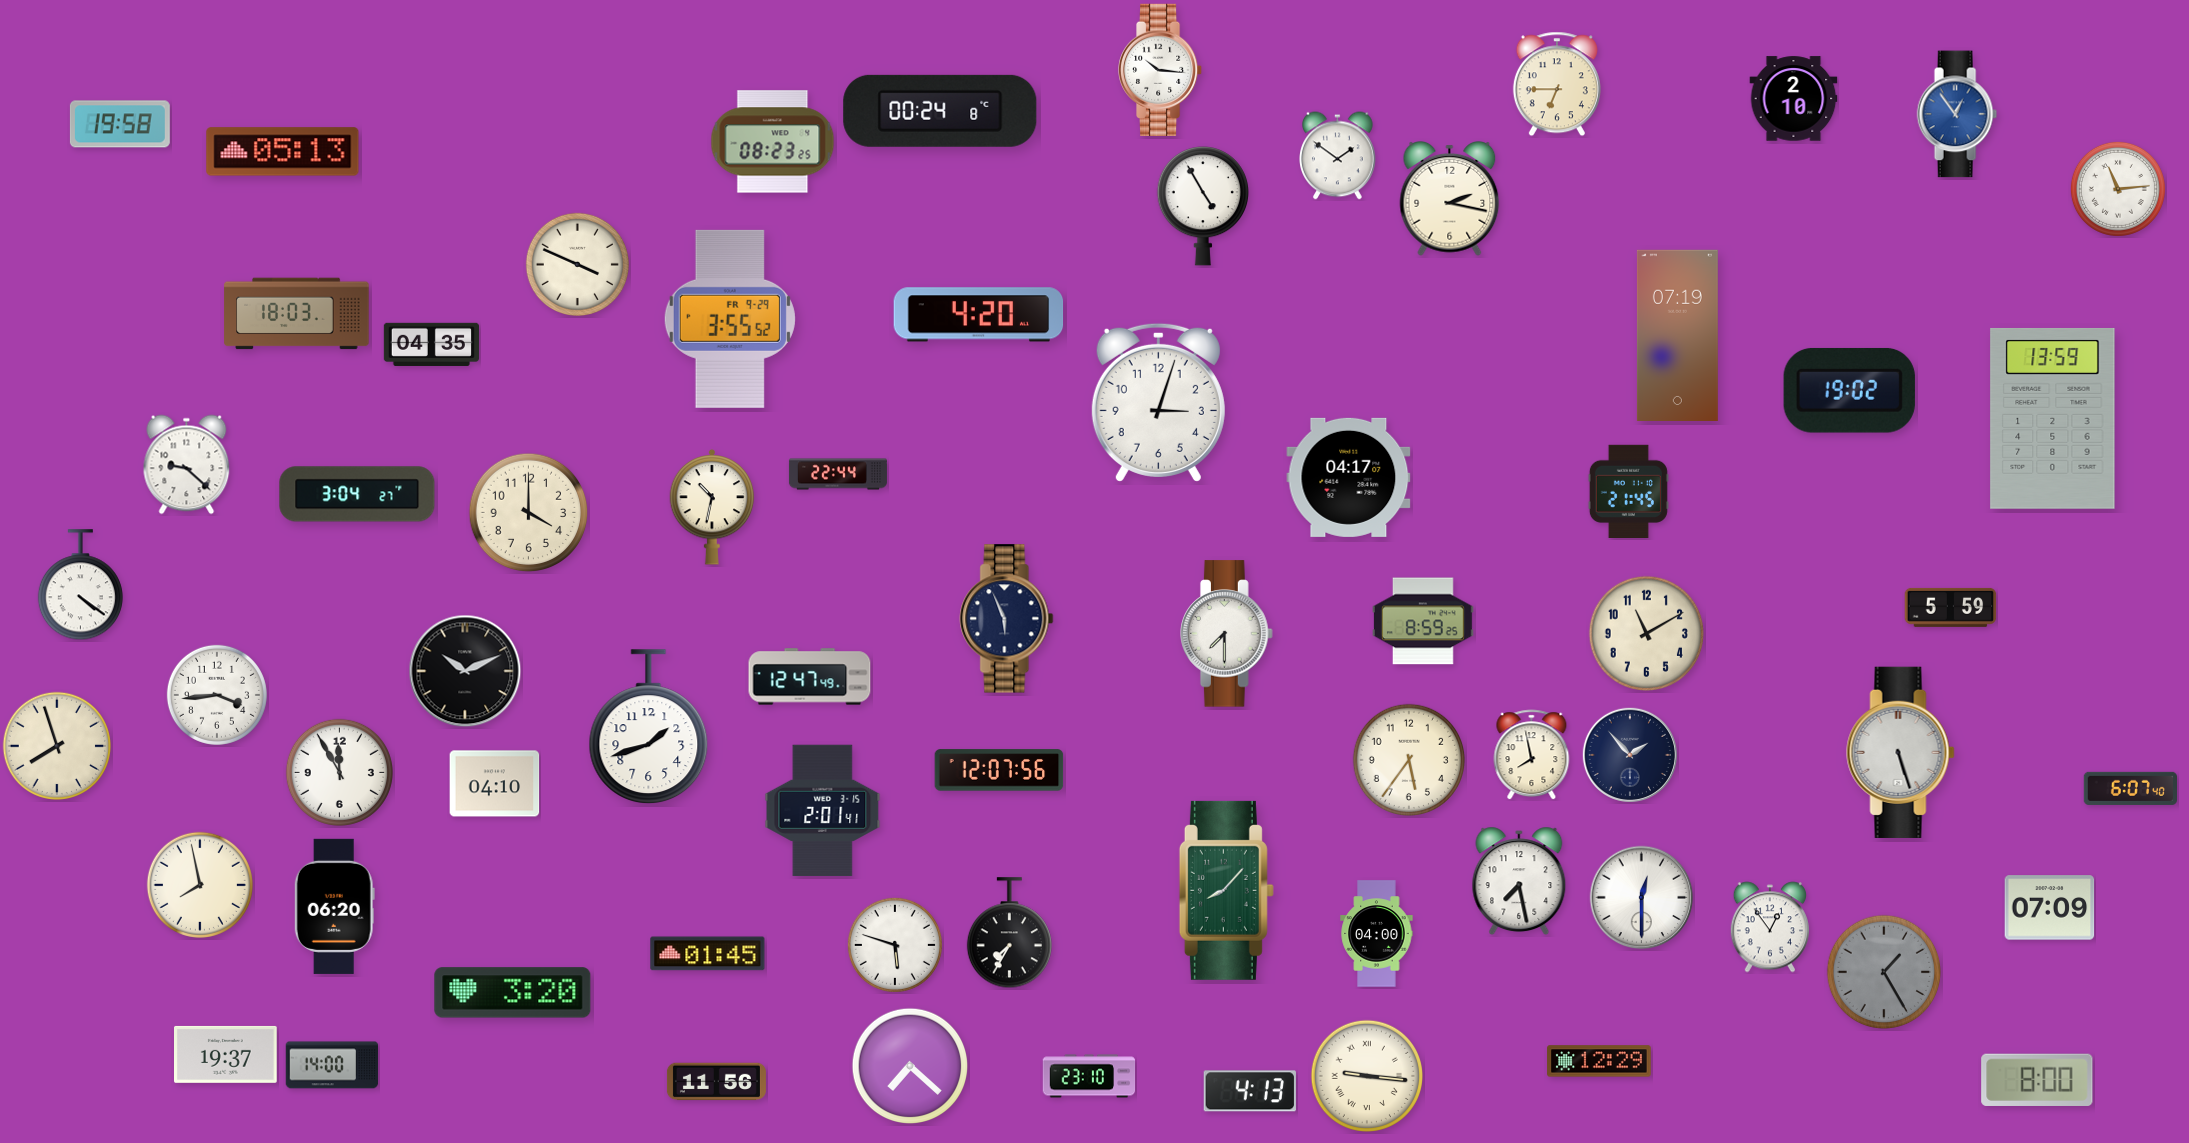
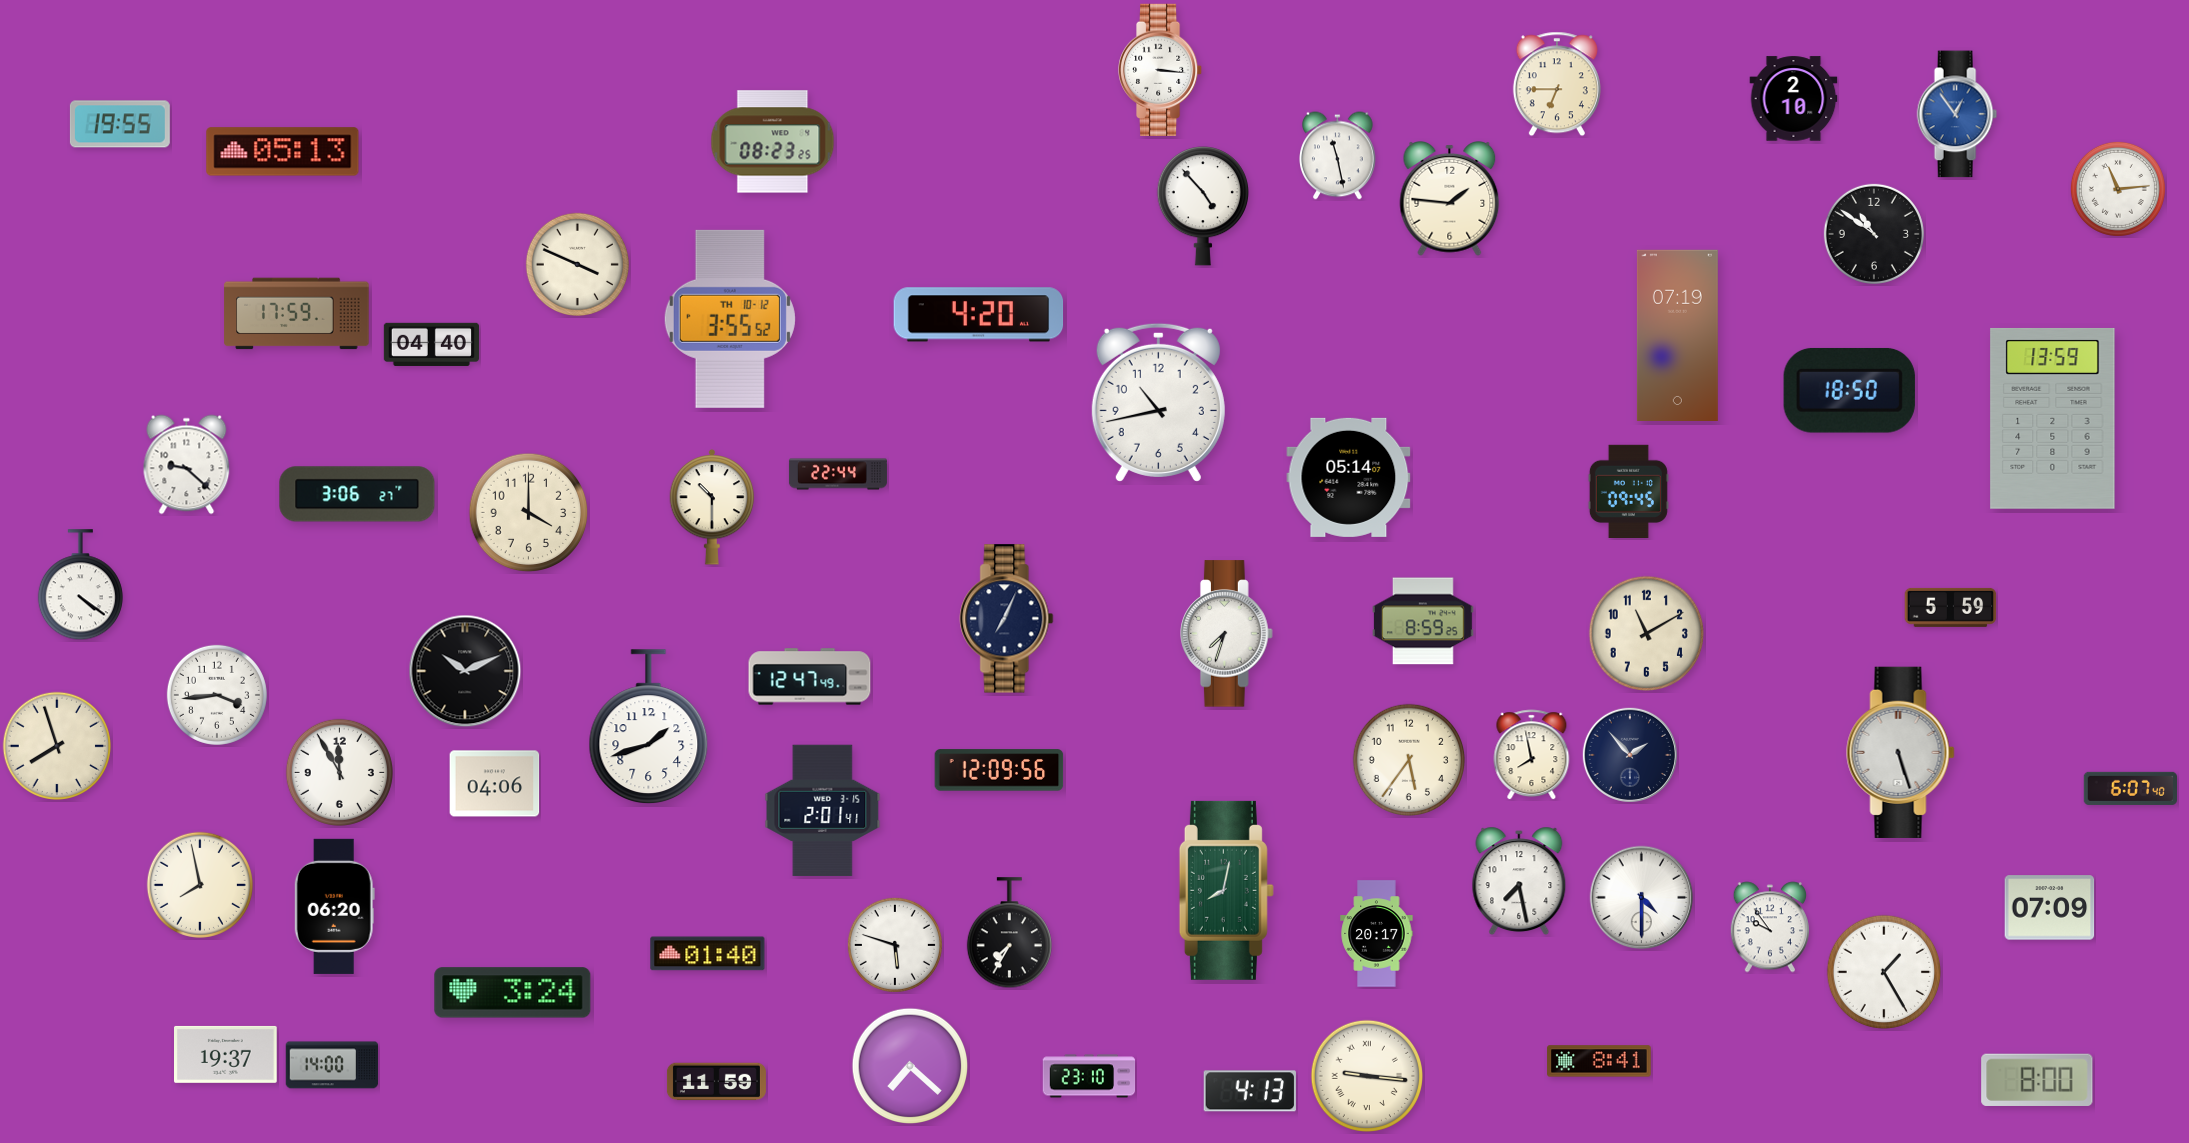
clock at (1160, 69): 10:16 -> 3:16
clock at (940, 111): 00:24 -> none
clock at (120, 124): 19:58 -> 19:55
clock at (1338, 156): 1:51 -> 11:28
clock at (1450, 199): 2:17 -> 1:46
clock at (1202, 206): 4:55 -> 4:53
clock at (1874, 234): none -> 10:51
clock at (297, 314): 18:03 -> 17:59
clock at (730, 319) date: FR 9-29 -> TH 10-12
clock at (431, 344): 04:35 -> 04:40
clock at (1849, 390): 19:02 -> 18:50
clock at (1158, 402): 3:03 -> 10:43
clock at (1349, 477): 04:17 -> 05:14
clock at (1628, 491): 21:45 -> 09:45
clock at (357, 494): 3:04 -> 3:06
clock at (712, 507): 10:32 -> 10:30
clock at (1007, 619): 5:56 -> 7:04
clock at (1227, 634): 7:30 -> 7:33
clock at (999, 770): 12:07 -> 12:09
clock at (495, 784): 04:10 -> 04:06
clock at (1226, 890): 8:07 -> 8:02
clock at (1642, 898): 12:30 -> 4:30
clock at (1769, 927): 12:54 -> 9:54
clock at (1377, 934): 04:00 -> 20:17
clock at (708, 954): 01:45 -> 01:40
clock at (1883, 971) dial: grey -> white
clock at (513, 993): 3:20 -> 3:24
clock at (1599, 1061): 12:29 -> 8:41
clock at (716, 1082): 11:56 -> 11:59
